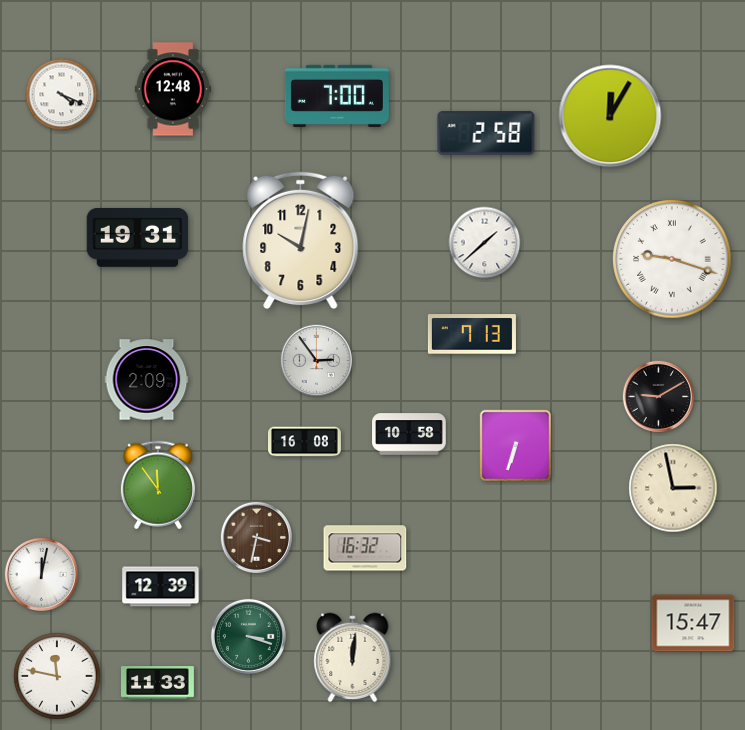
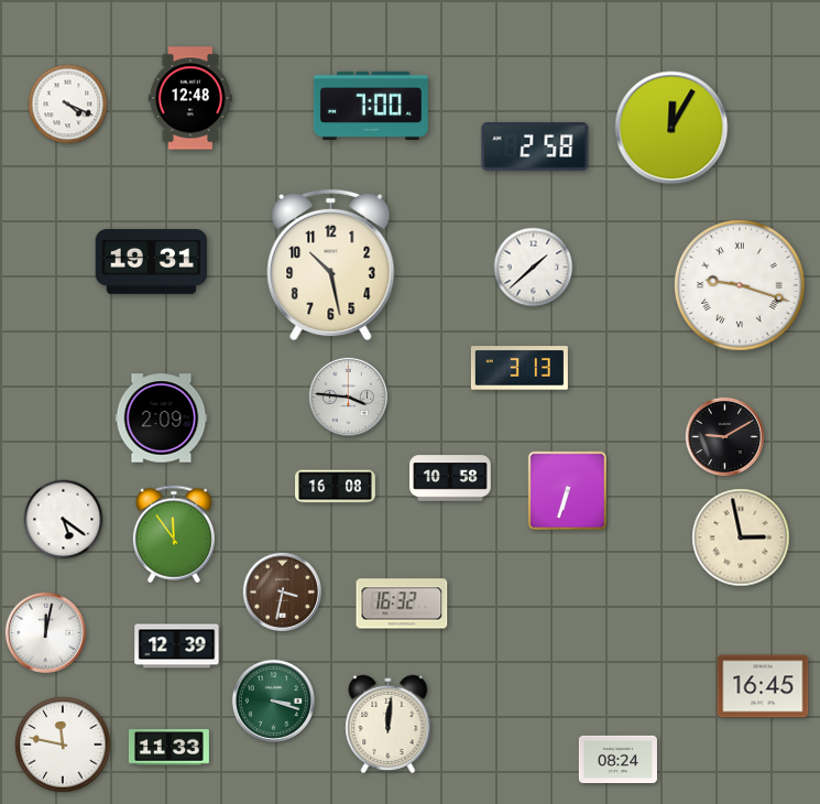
clock at (301, 241): 10:02 -> 10:28
clock at (472, 334): 7:13 -> 3:13
clock at (316, 360): 2:54 -> 3:46
clock at (64, 520): none -> 5:21
clock at (693, 623): 15:47 -> 16:45
clock at (157, 683) position: (157, 683) -> (168, 748)
clock at (617, 759): none -> 08:24
